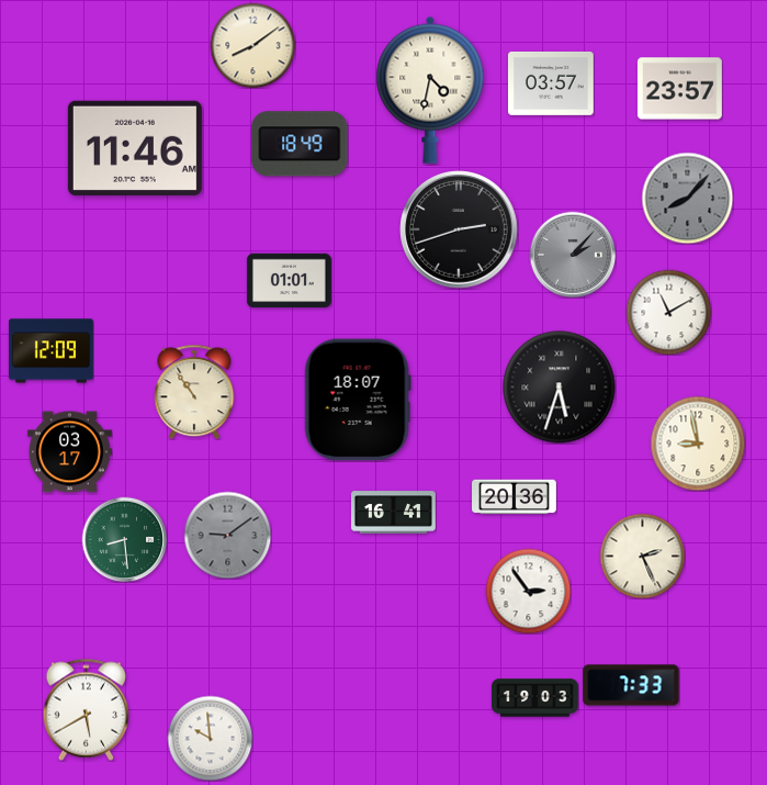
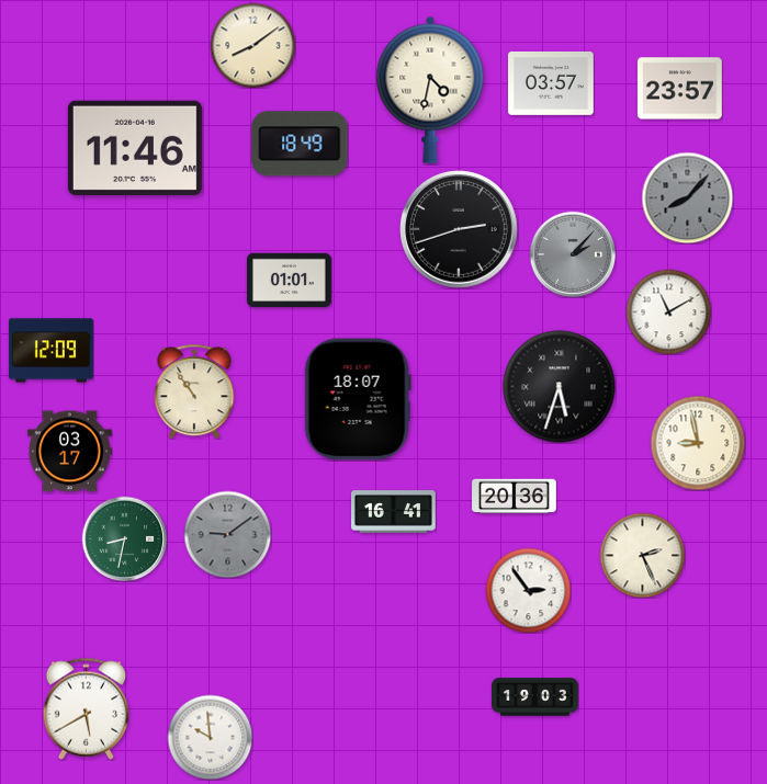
clock at (124, 539): 8:29 -> 8:32
clock at (631, 685): 7:33 -> none
